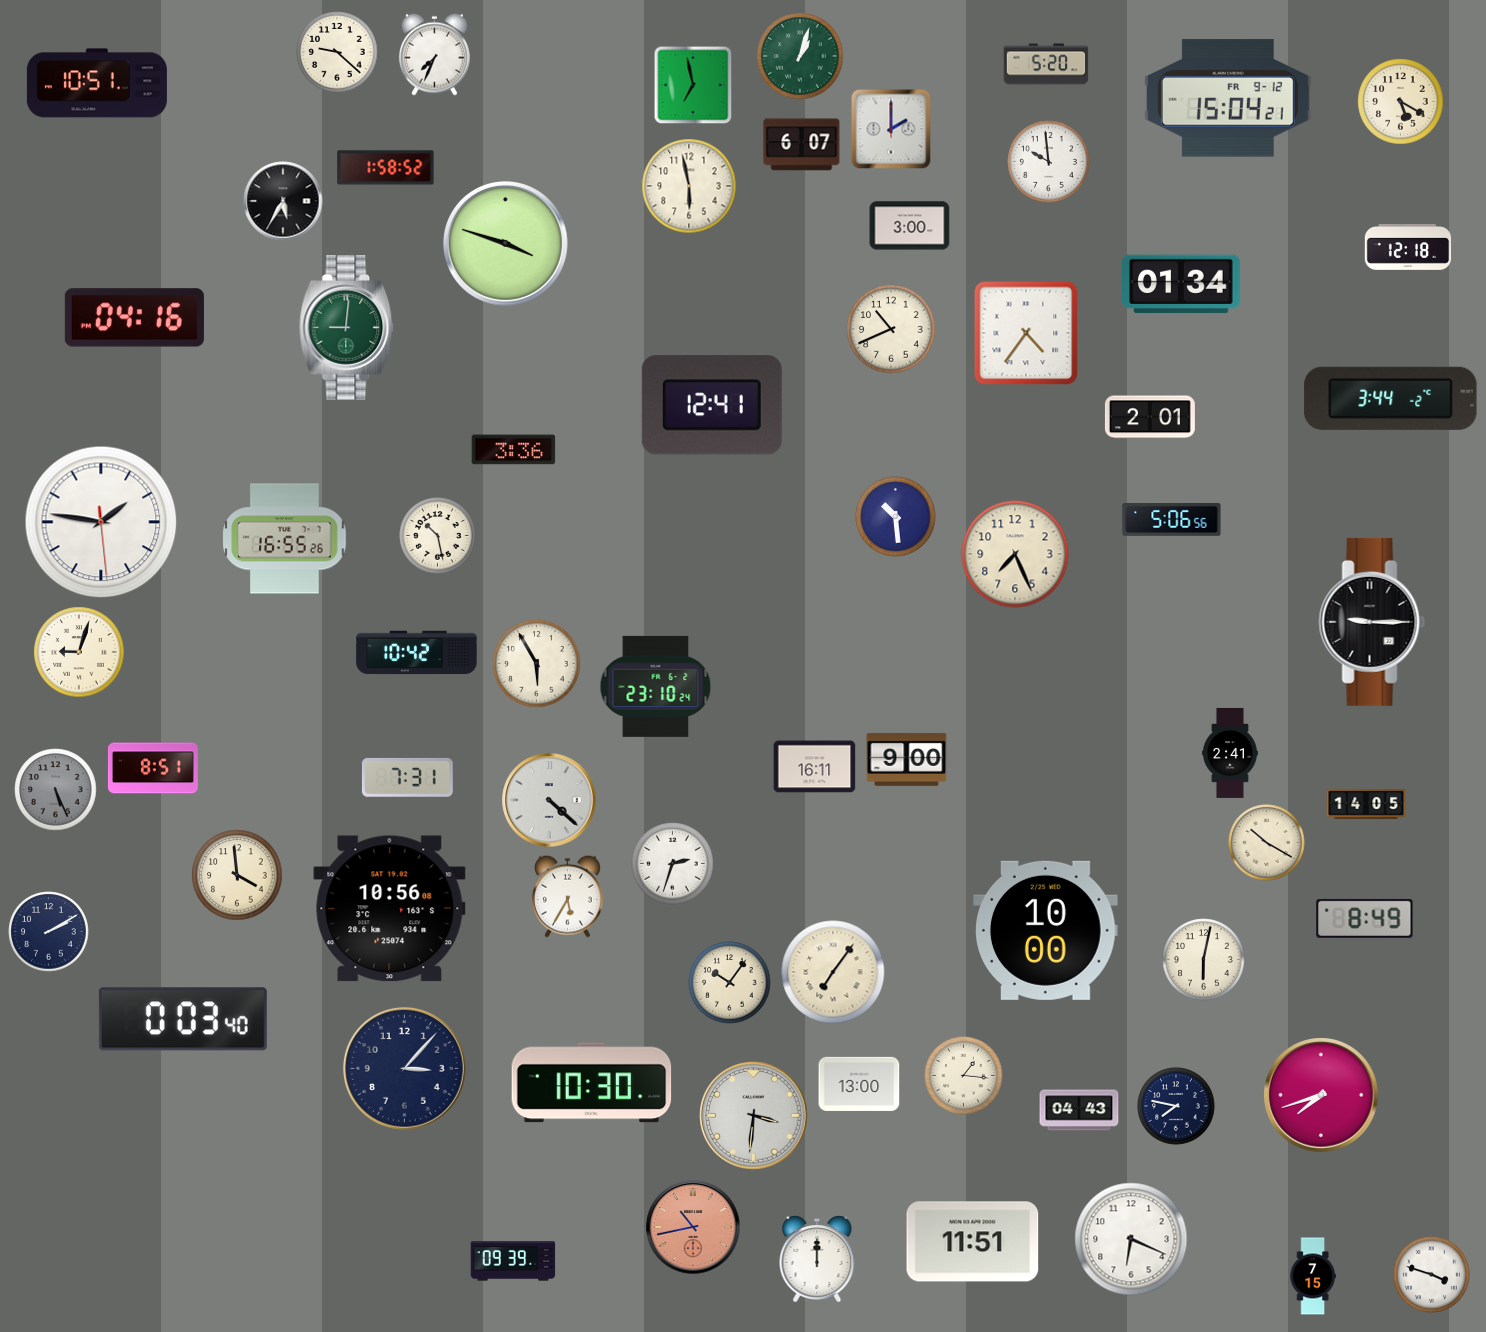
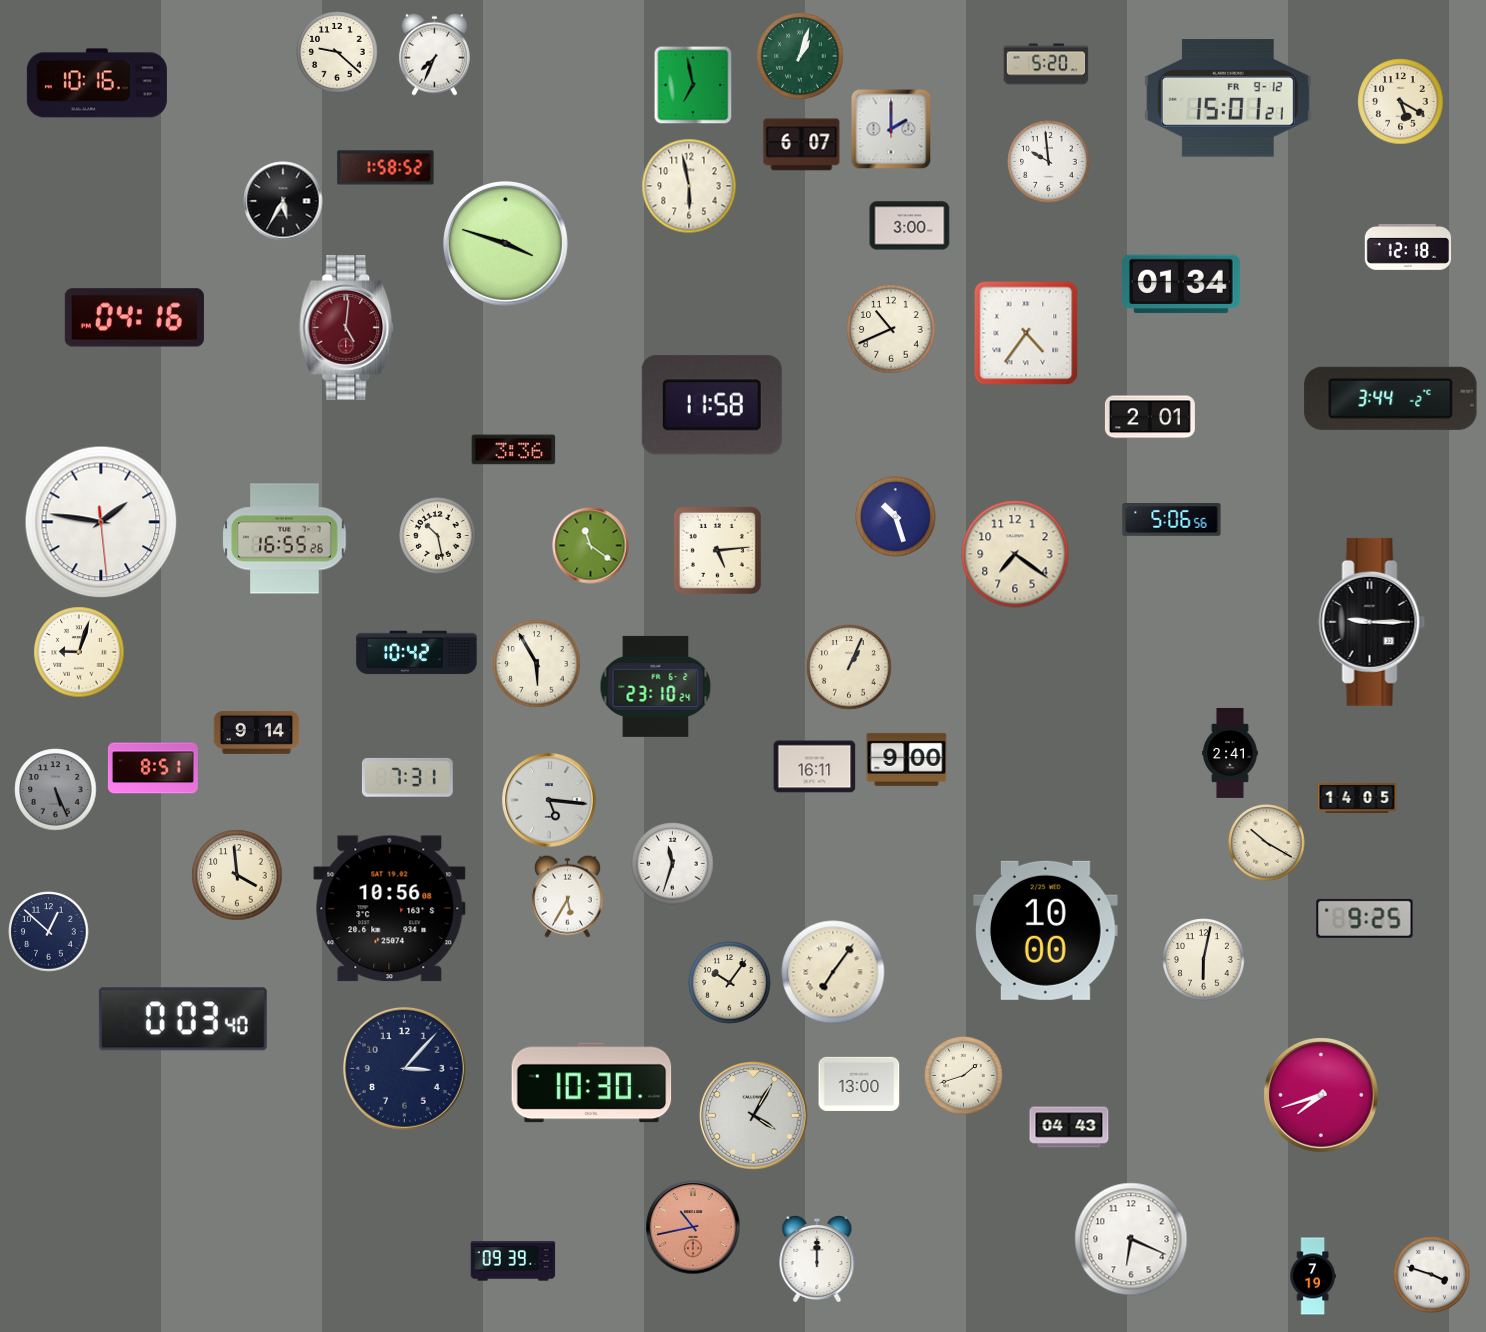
clock at (97, 83): 10:51 -> 10:16
clock at (1228, 98): 15:04 -> 15:01
clock at (347, 328): 9:01 -> 5:01
clock at (347, 328) dial: green -> burgundy
clock at (712, 405): 12:41 -> 11:58
clock at (896, 517): 10:29 -> 10:27
clock at (591, 546): none -> 11:21
clock at (717, 550): none -> 5:14
clock at (1015, 554): 7:26 -> 7:21
clock at (849, 667): none -> 1:04
clock at (257, 732): none -> 9:14
clock at (549, 800): 4:22 -> 5:16
clock at (1366, 804) position: (1366, 804) -> (1357, 798)
clock at (673, 864): 2:33 -> 11:33
clock at (1365, 918): 8:49 -> 9:25
clock at (49, 932): 2:10 -> 12:52
clock at (964, 1076): 1:16 -> 1:42
clock at (1176, 1106): 7:47 -> none
clock at (1079, 1110) position: (1079, 1110) -> (1069, 1127)
clock at (754, 1116): 3:31 -> 4:05
clock at (973, 1242): 11:51 -> none
clock at (1313, 1276): 7:15 -> 7:19
